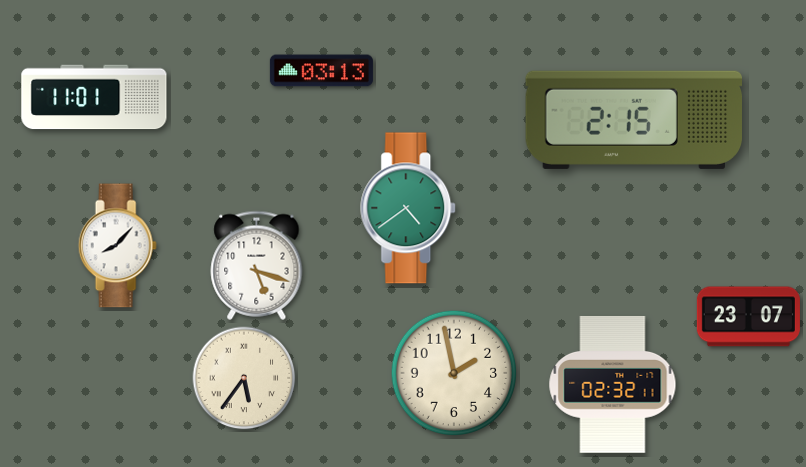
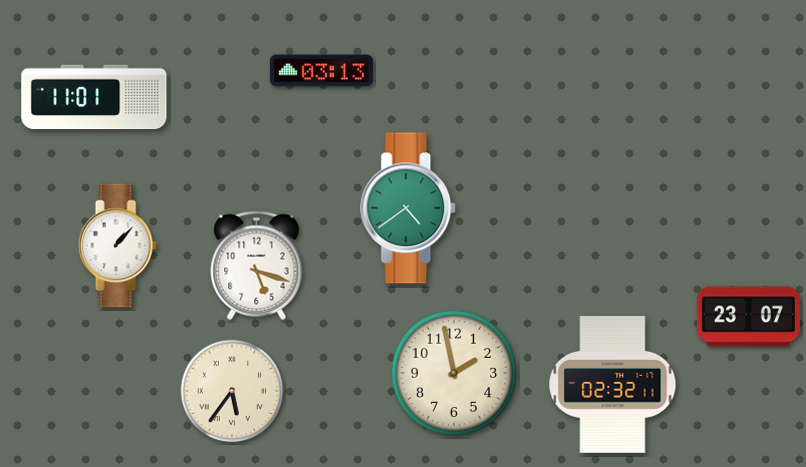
clock at (634, 120): 2:15 -> none
clock at (117, 246): 8:07 -> 1:07
clock at (244, 378) position: (244, 378) -> (232, 391)
